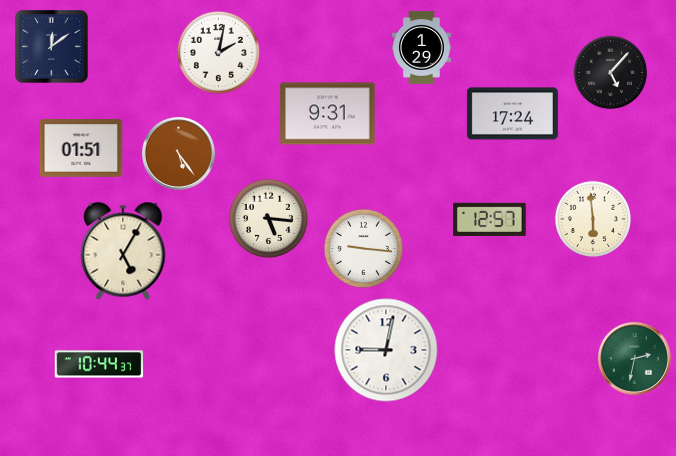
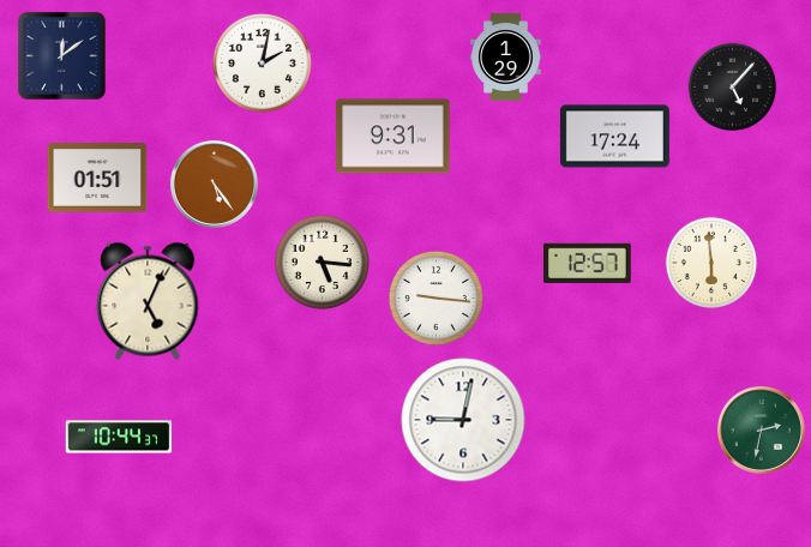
clock at (123, 251): 5:05 -> 5:04
